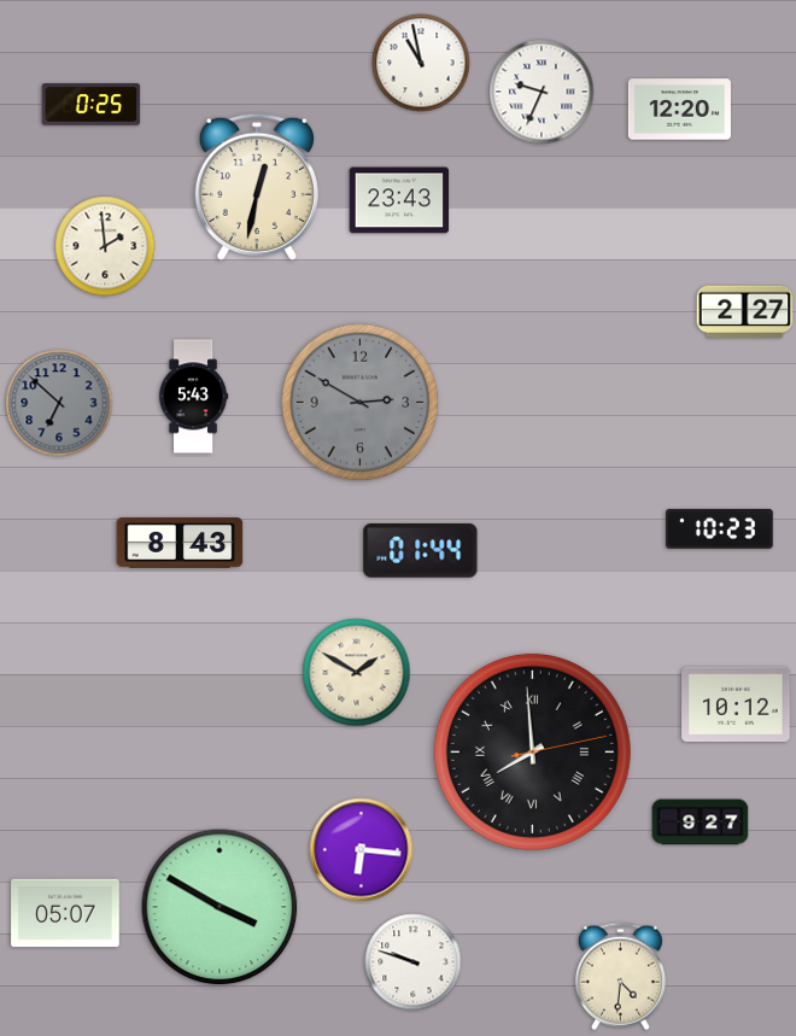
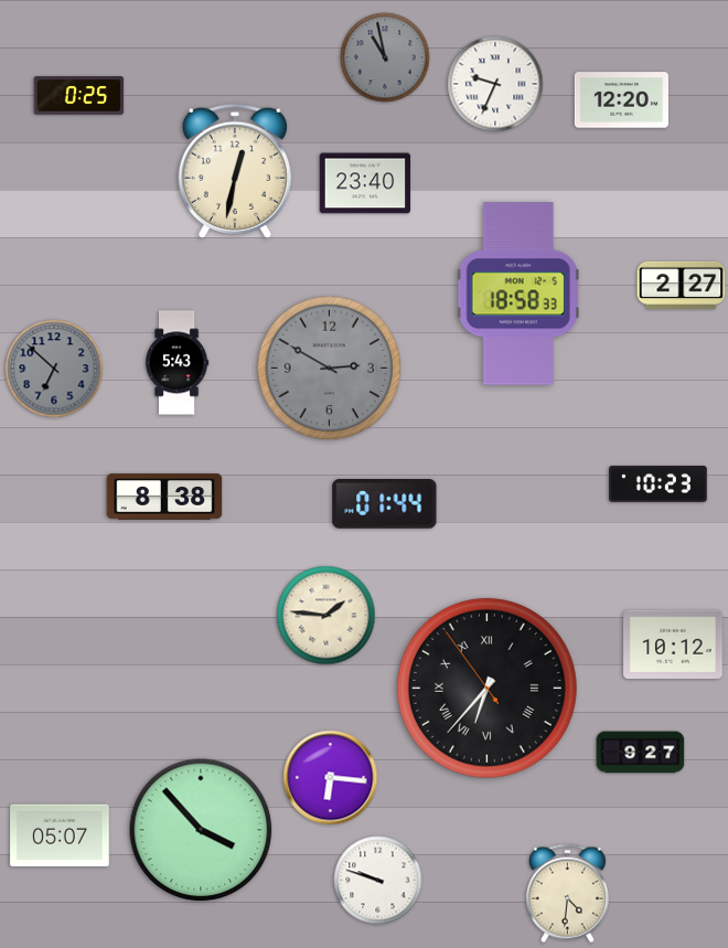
clock at (421, 63) dial: white -> grey
clock at (92, 105) position: (92, 105) -> (79, 96)
clock at (399, 200): 23:43 -> 23:40
clock at (105, 246): 1:59 -> none
clock at (518, 294): none -> 18:58
clock at (180, 543): 8:43 -> 8:38
clock at (357, 673): 1:50 -> 1:46
clock at (532, 751): 7:59 -> 6:36
clock at (220, 907): 3:50 -> 3:53
